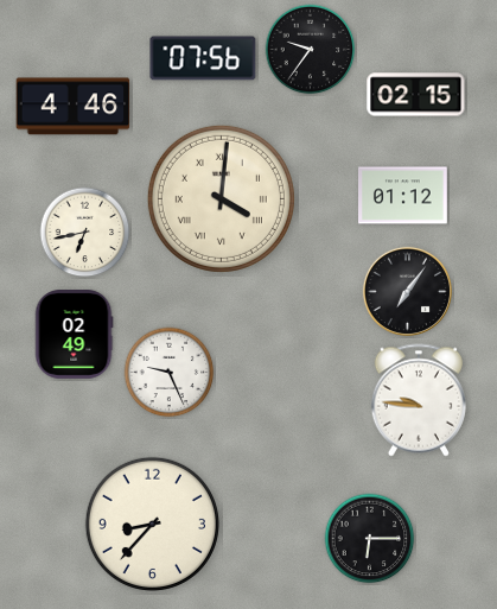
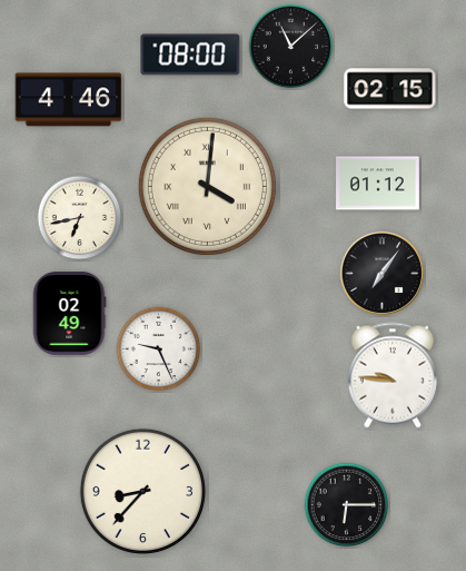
clock at (311, 50): 9:36 -> 11:08
clock at (203, 58): 07:56 -> 08:00
